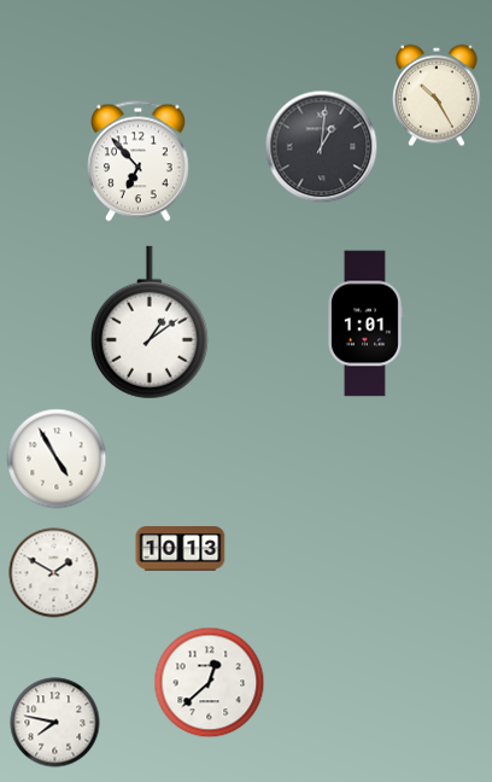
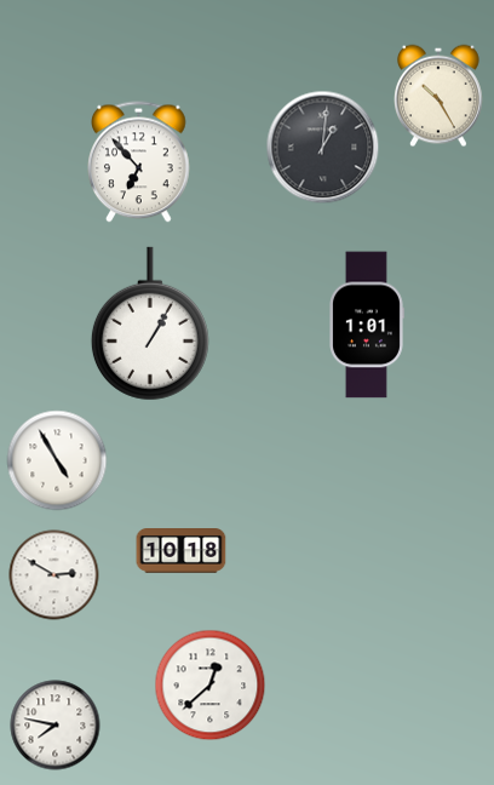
clock at (150, 322): 1:09 -> 1:05
clock at (181, 549): 10:13 -> 10:18
clock at (54, 573): 1:50 -> 2:50
